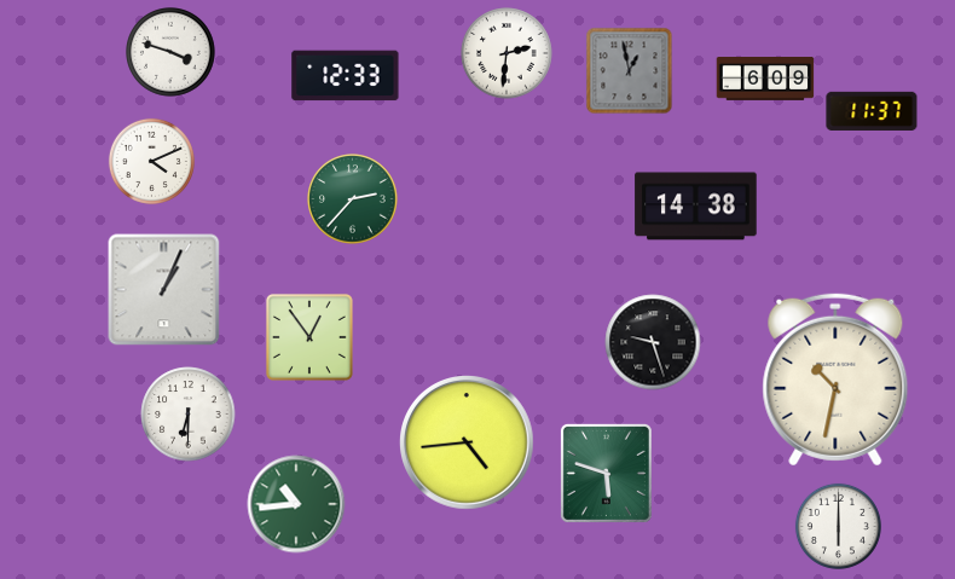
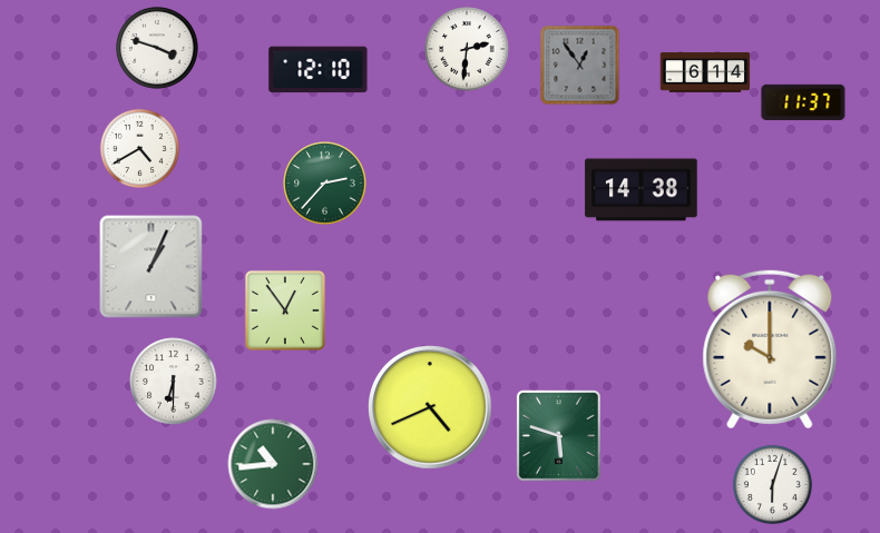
clock at (630, 71): 12:58 -> 12:54
clock at (346, 76): 12:33 -> 12:10
clock at (765, 80): 6:09 -> 6:14
clock at (151, 161): 4:11 -> 4:40
clock at (653, 342): 9:27 -> none
clock at (835, 380): 10:32 -> 10:00
clock at (467, 442): 4:44 -> 4:41
clock at (838, 526): 6:00 -> 6:03
